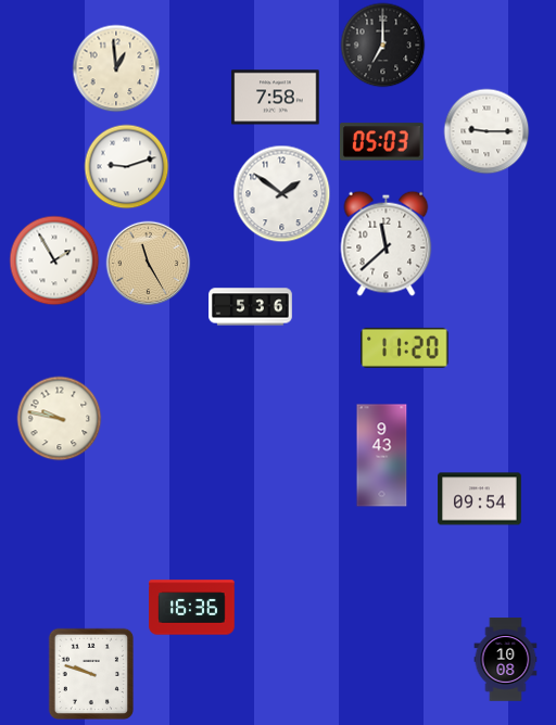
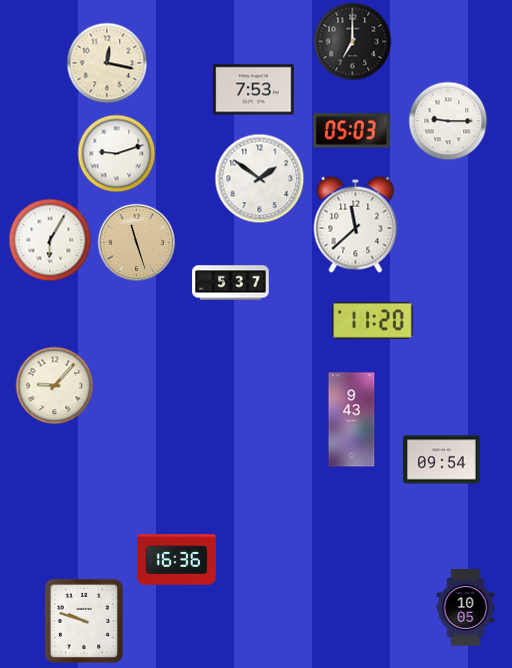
clock at (116, 68): 12:59 -> 12:17
clock at (276, 98): 7:58 -> 7:53
clock at (54, 260): 1:55 -> 6:05
clock at (148, 263): 11:25 -> 11:27
clock at (251, 307): 5:36 -> 5:37
clock at (59, 418): 9:47 -> 9:07
clock at (506, 660): 10:08 -> 10:05
